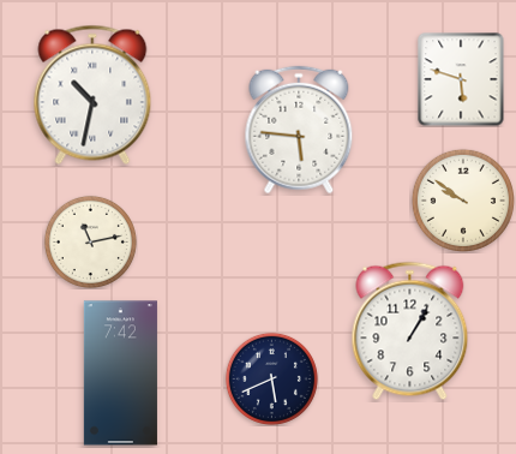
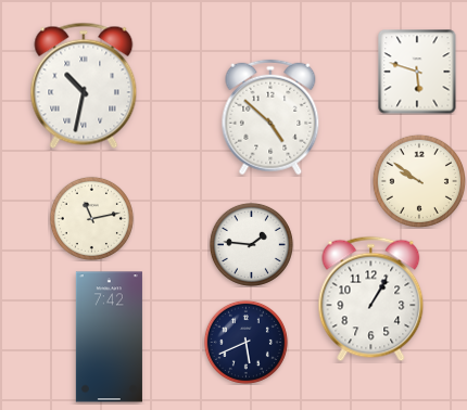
clock at (299, 130): 5:46 -> 4:52
clock at (90, 241) position: (90, 241) -> (91, 218)
clock at (251, 244): none -> 1:46
